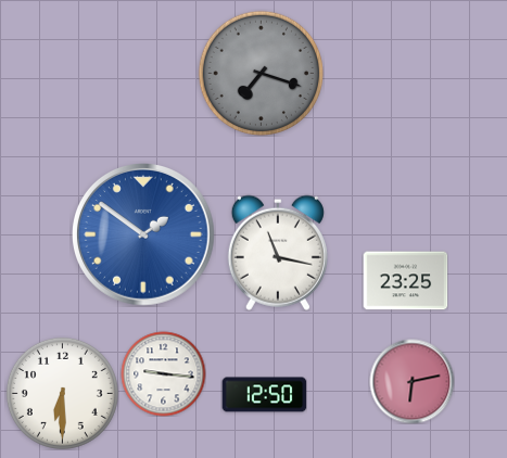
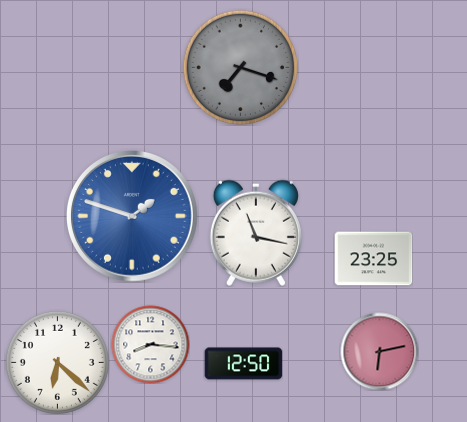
clock at (144, 236): 1:51 -> 1:48
clock at (163, 373): 9:16 -> 8:16
clock at (62, 393): 6:30 -> 6:22
